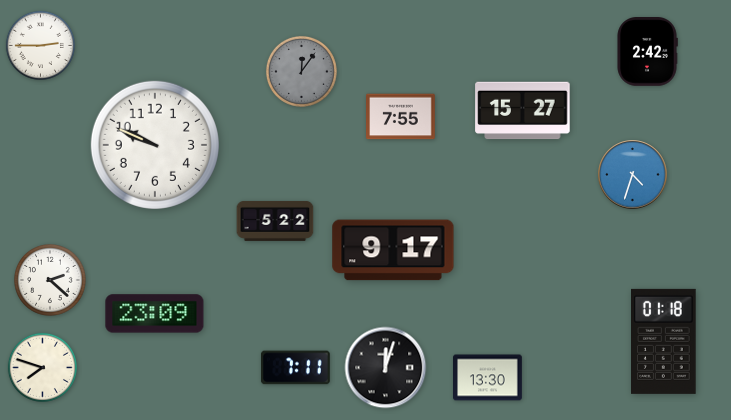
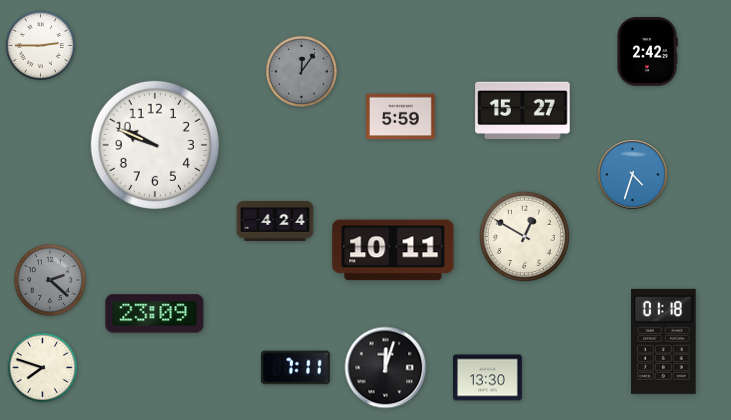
clock at (401, 117): 7:55 -> 5:59
clock at (275, 221): 5:22 -> 4:24
clock at (524, 236): none -> 12:50
clock at (393, 250): 9:17 -> 10:11
clock at (51, 281) dial: white -> grey
